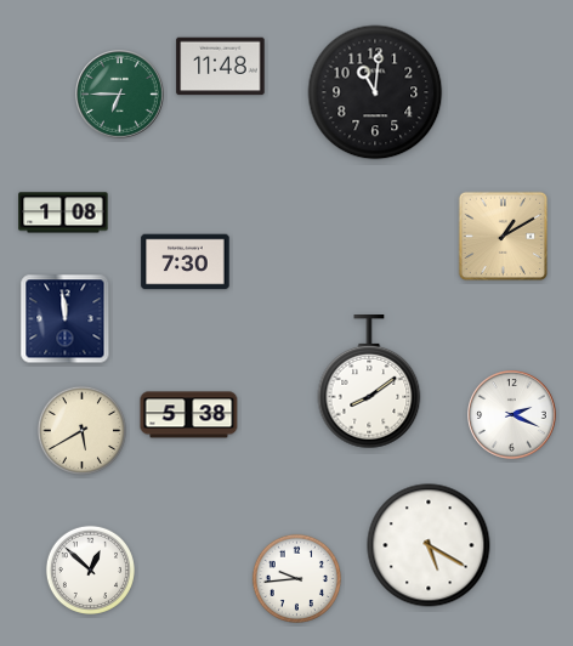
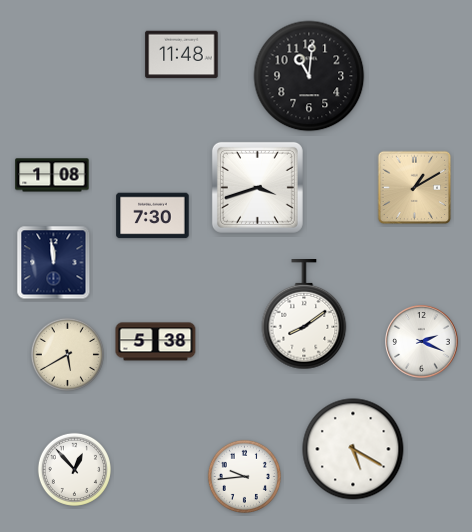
clock at (120, 95): 6:45 -> none
clock at (257, 187): none -> 3:42
clock at (504, 237) position: (504, 237) -> (415, 188)
clock at (90, 569): 12:52 -> 12:53
